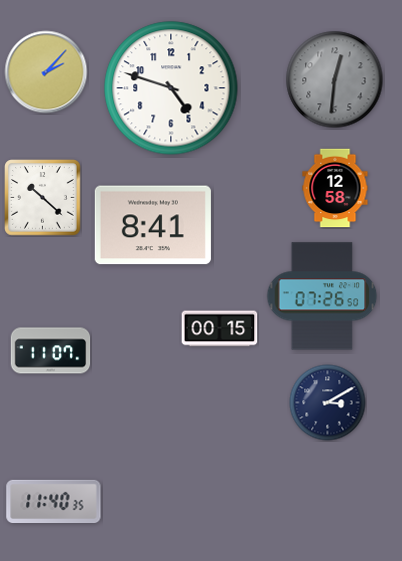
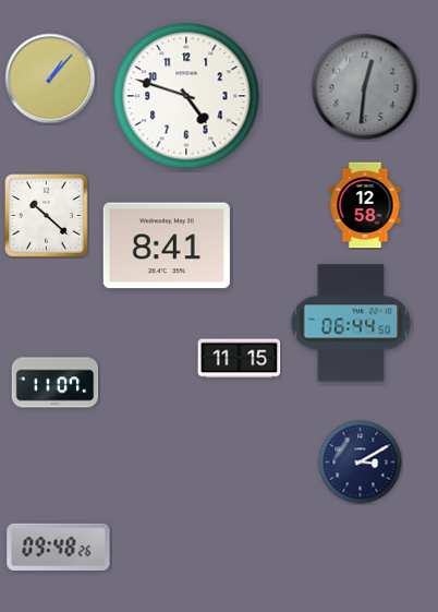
clock at (46, 72): 2:07 -> 1:07
clock at (322, 296): 07:26 -> 06:44
clock at (220, 329): 00:15 -> 11:15
clock at (328, 403) position: (328, 403) -> (361, 463)
clock at (54, 501): 11:40 -> 09:48
